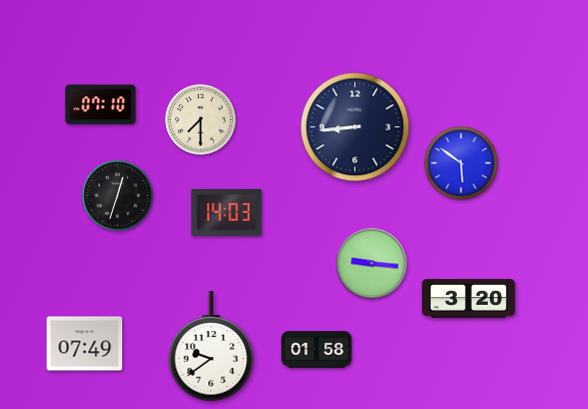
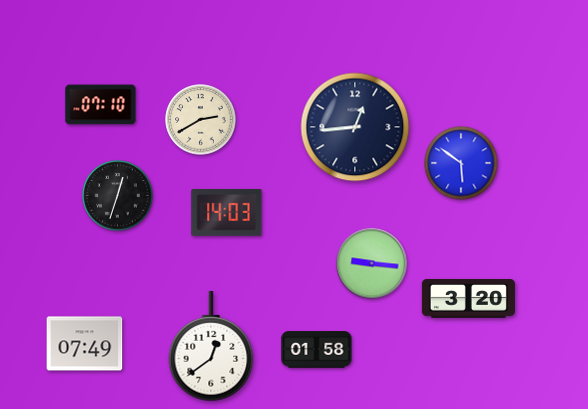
clock at (201, 120): 7:30 -> 2:40
clock at (355, 127): 8:44 -> 12:44
clock at (211, 347): 9:39 -> 12:39
